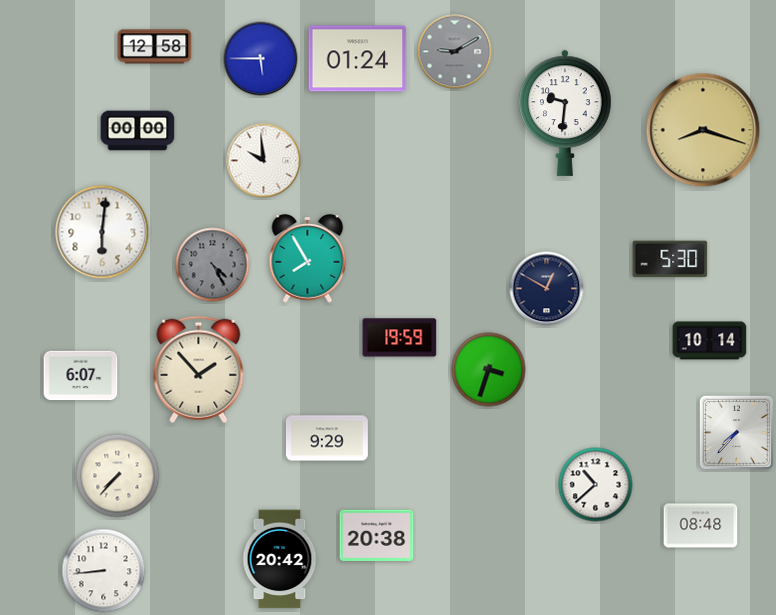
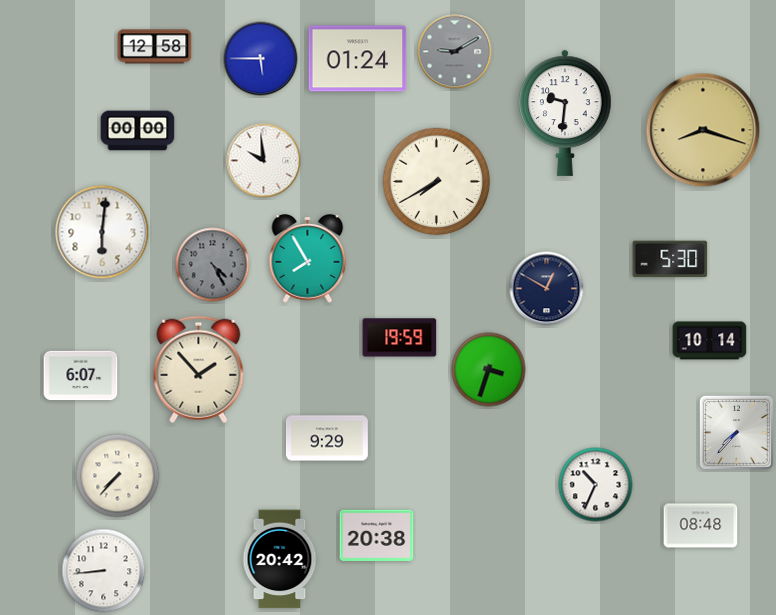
clock at (437, 182): none -> 7:40
clock at (596, 485): 10:38 -> 10:34
